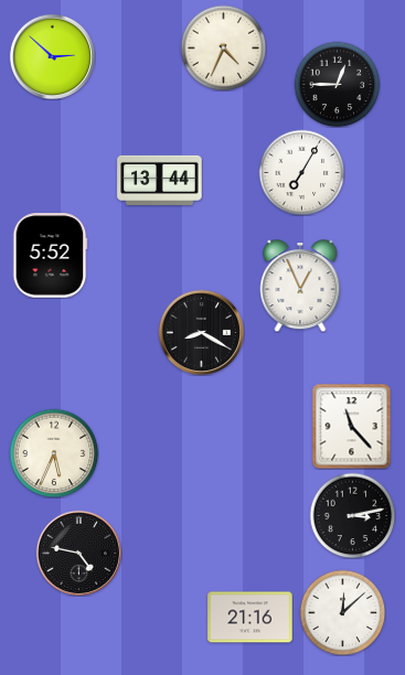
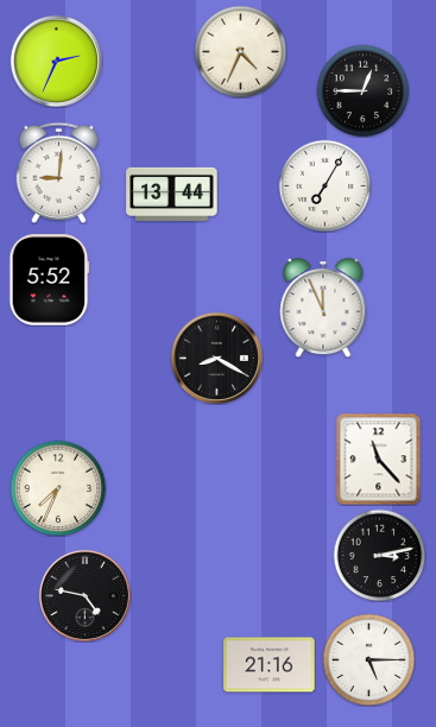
clock at (52, 56): 2:52 -> 2:34
clock at (59, 172): none -> 9:01
clock at (50, 256) position: (50, 256) -> (49, 280)
clock at (300, 286): 12:56 -> 11:56
clock at (54, 453): 5:34 -> 7:34
clock at (342, 612): 12:08 -> 5:15
